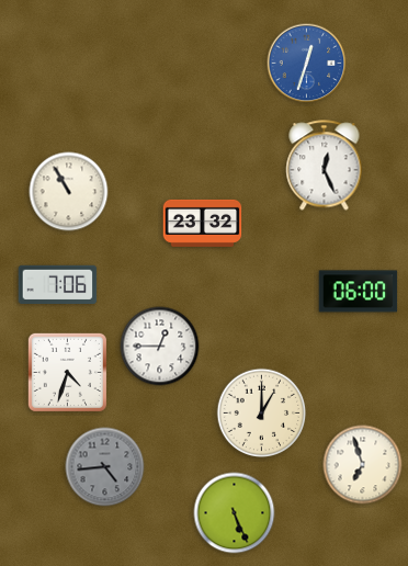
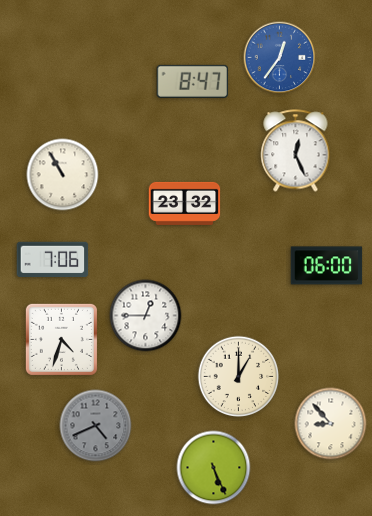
clock at (307, 64): 12:33 -> 12:36
clock at (193, 81): none -> 8:47
clock at (363, 465): 6:57 -> 8:53
clock at (105, 467): 4:44 -> 4:41
